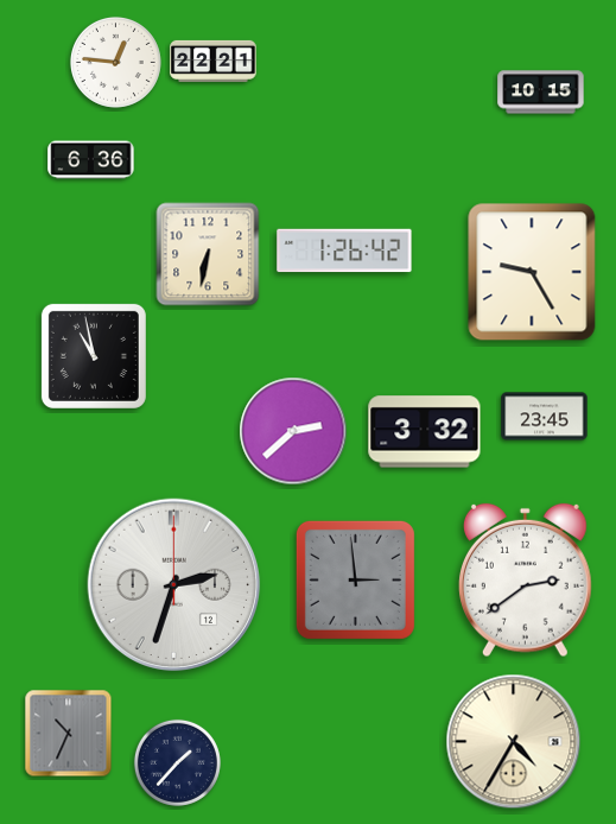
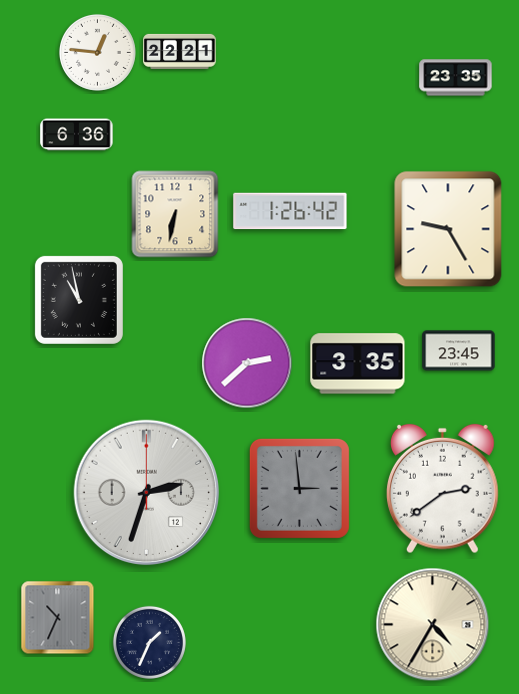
clock at (541, 93): 10:15 -> 23:35
clock at (425, 432): 3:32 -> 3:35
clock at (177, 762): 1:37 -> 1:34
